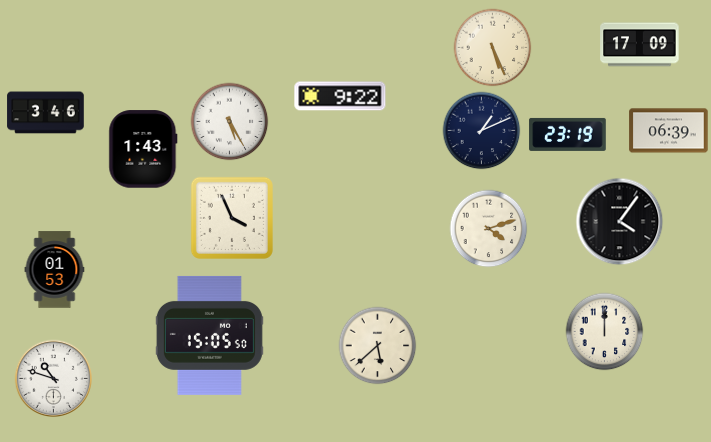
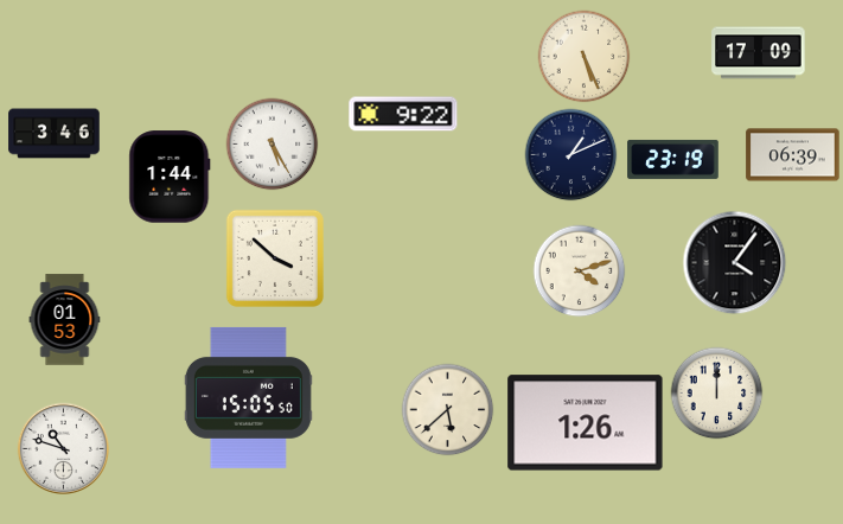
clock at (143, 149): 1:43 -> 1:44
clock at (232, 218): 3:56 -> 3:52
clock at (586, 423): none -> 1:26
